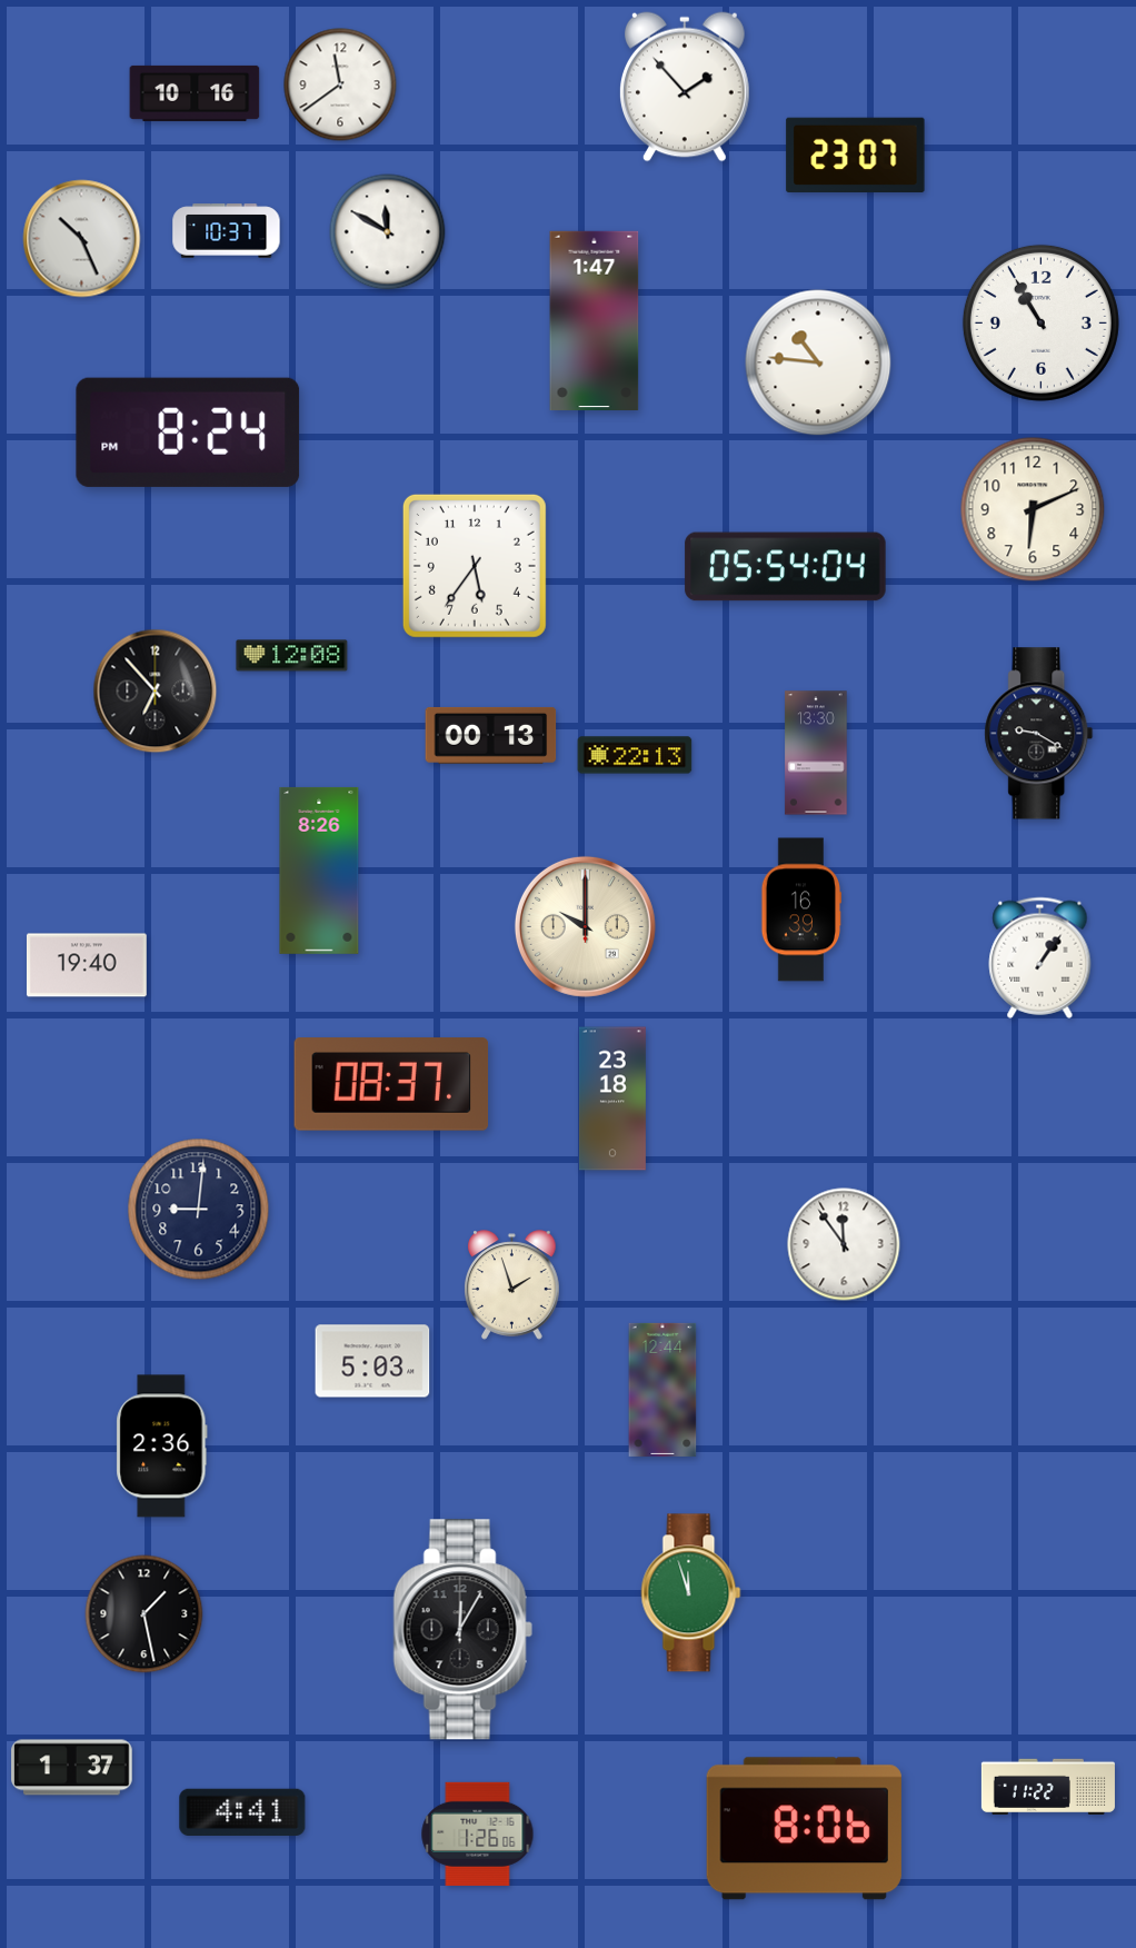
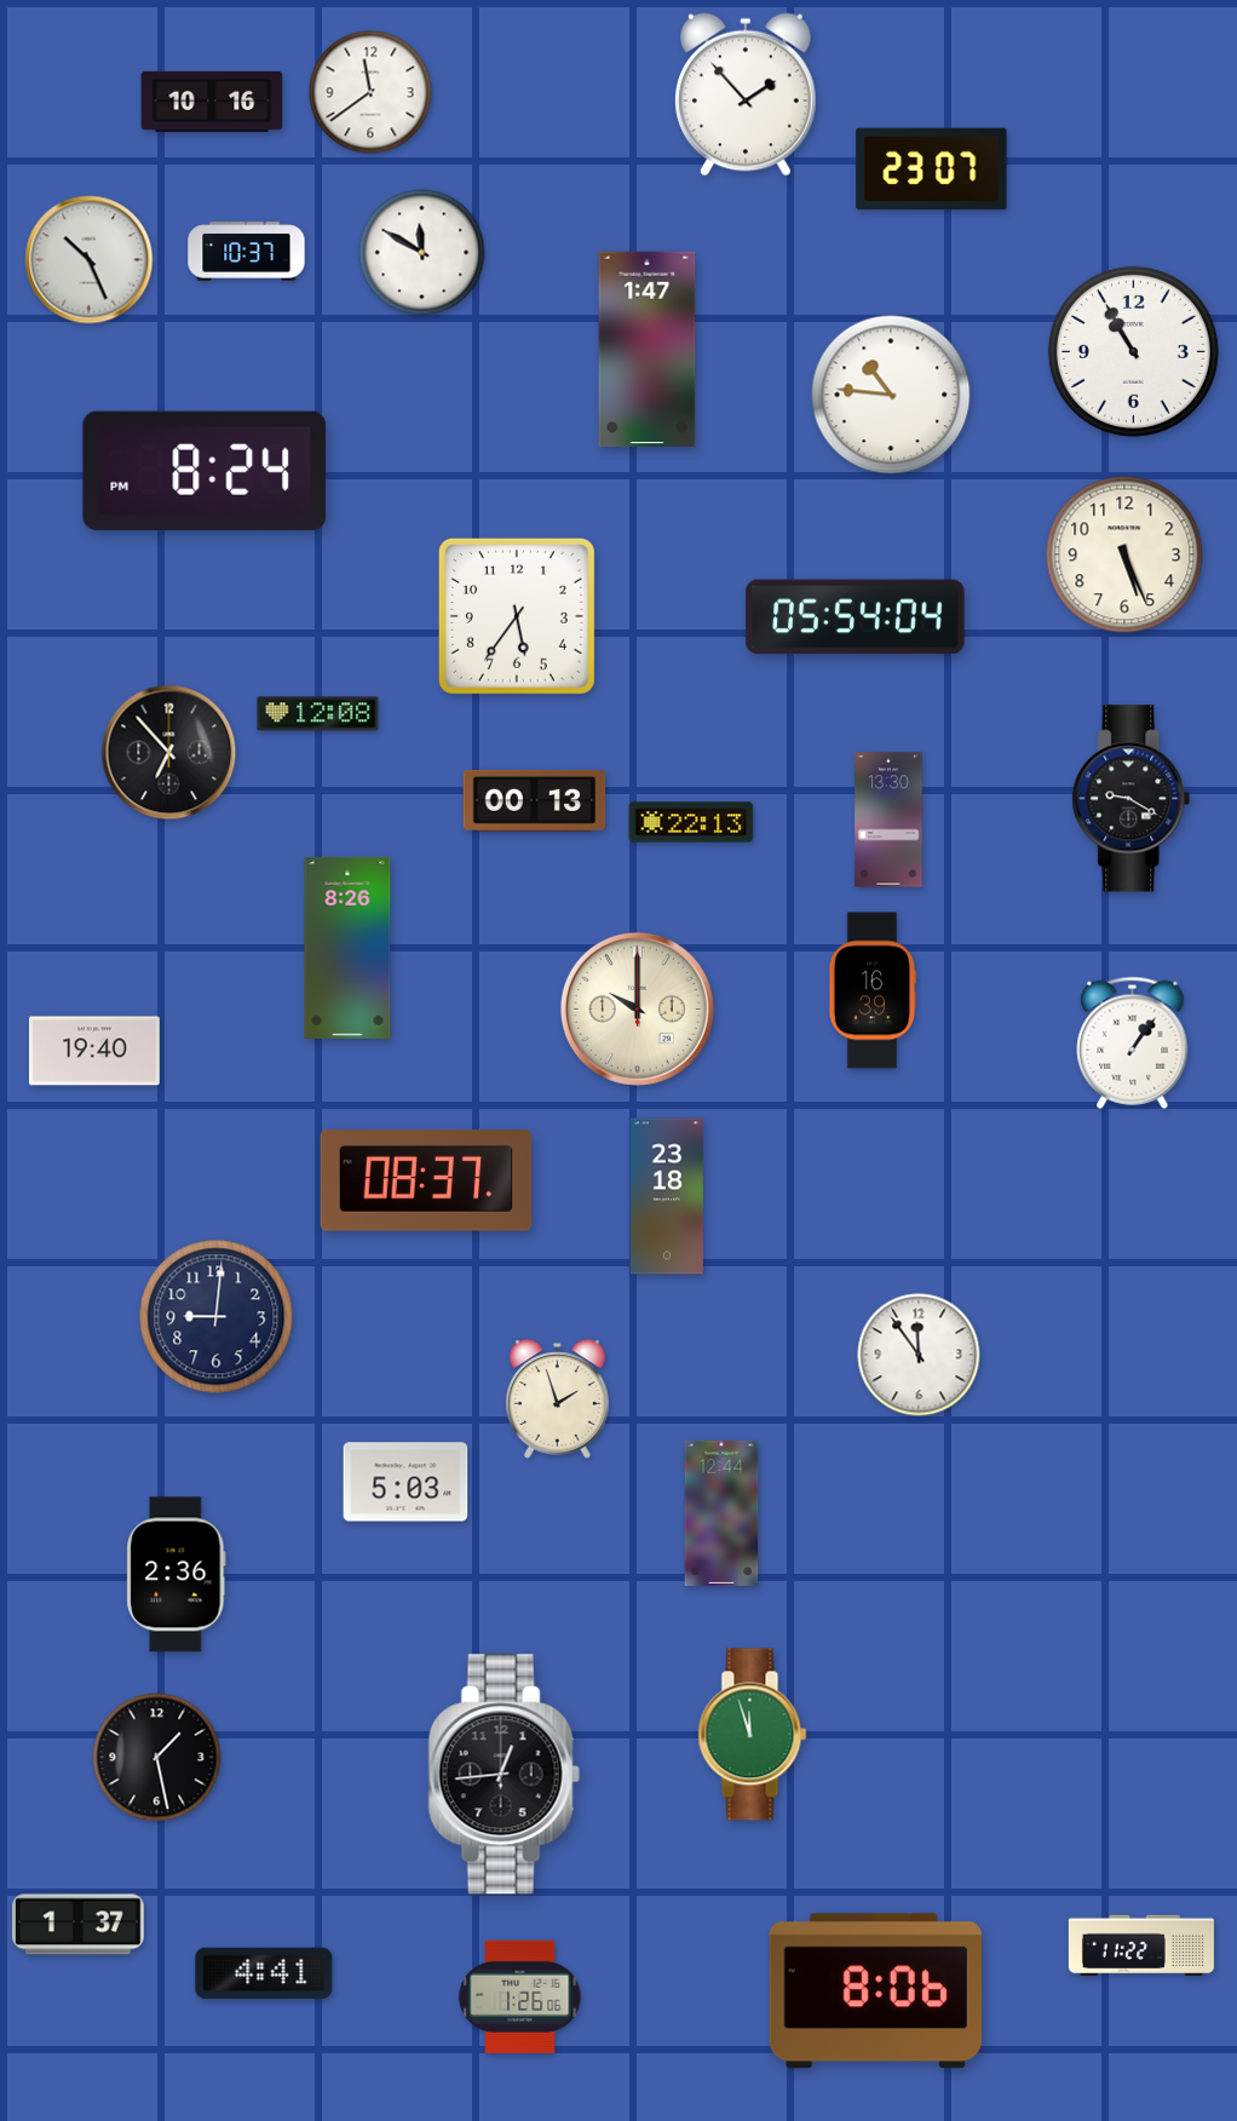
clock at (1033, 509): 6:11 -> 5:26
clock at (462, 1630): 12:05 -> 12:44
